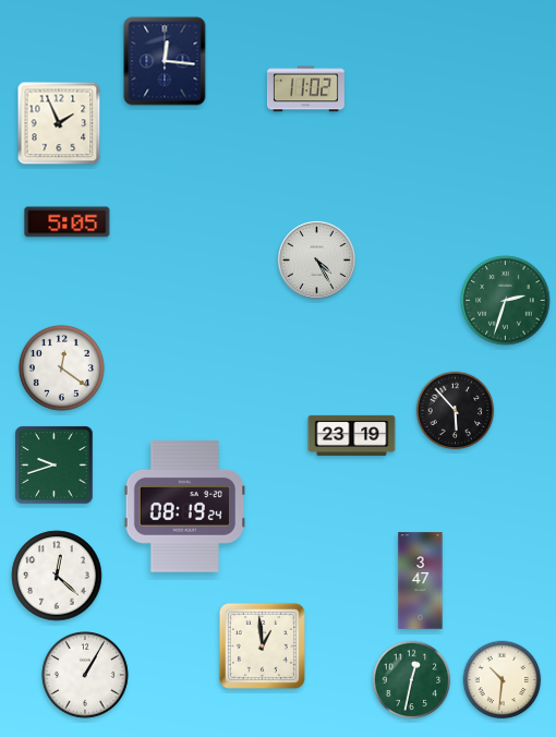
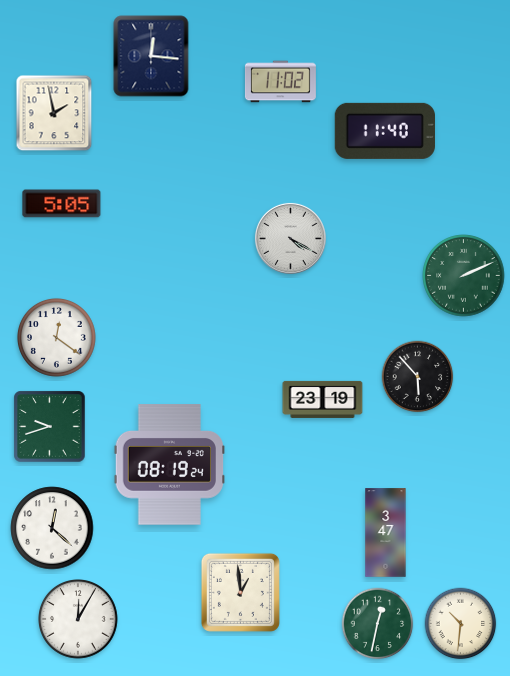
clock at (59, 123): 1:56 -> 1:58
clock at (385, 131): none -> 11:40
clock at (316, 259): 4:25 -> 4:20
clock at (506, 301): 2:33 -> 2:11
clock at (86, 676): 1:05 -> 12:05
